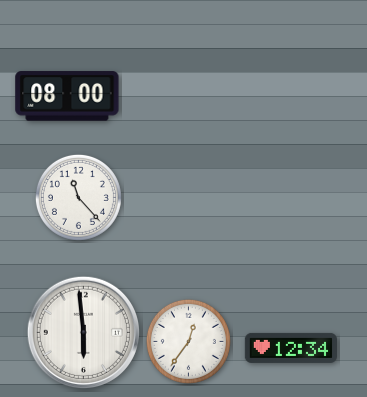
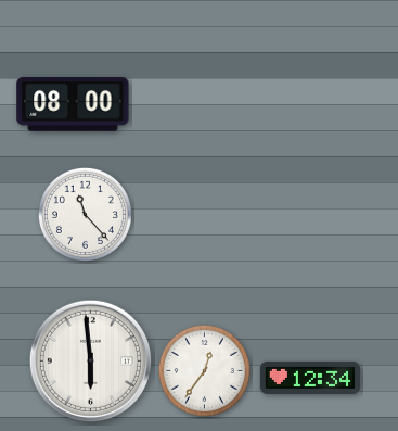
clock at (290, 348) position: (290, 348) -> (309, 378)
